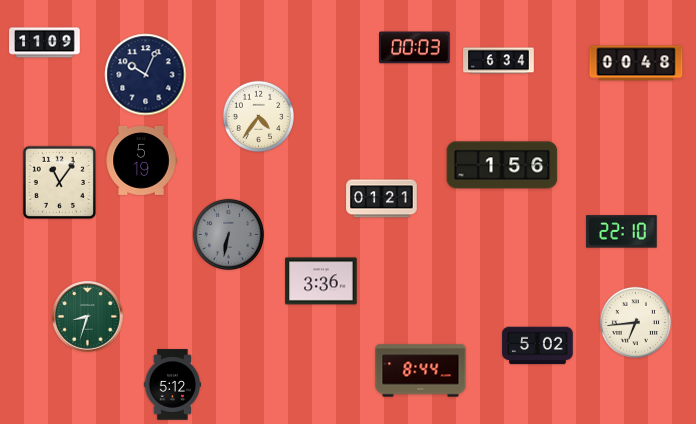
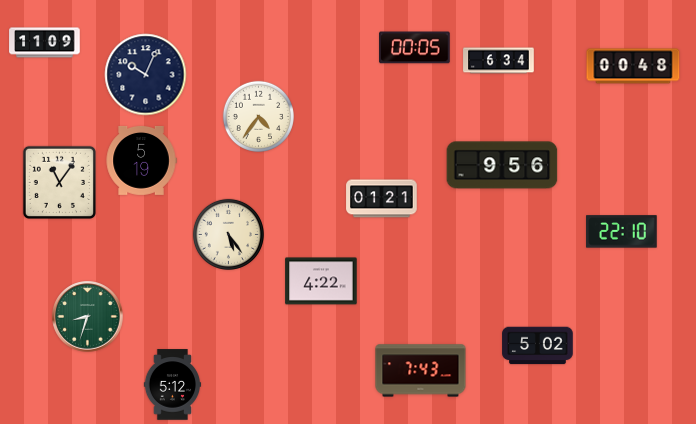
clock at (415, 48): 00:03 -> 00:05
clock at (636, 63) position: (636, 63) -> (633, 66)
clock at (502, 165): 1:56 -> 9:56
clock at (228, 234): 6:32 -> 5:24
clock at (228, 234) dial: grey -> cream
clock at (321, 281): 3:36 -> 4:22
clock at (635, 322): 6:44 -> none
clock at (421, 371): 8:44 -> 7:43
